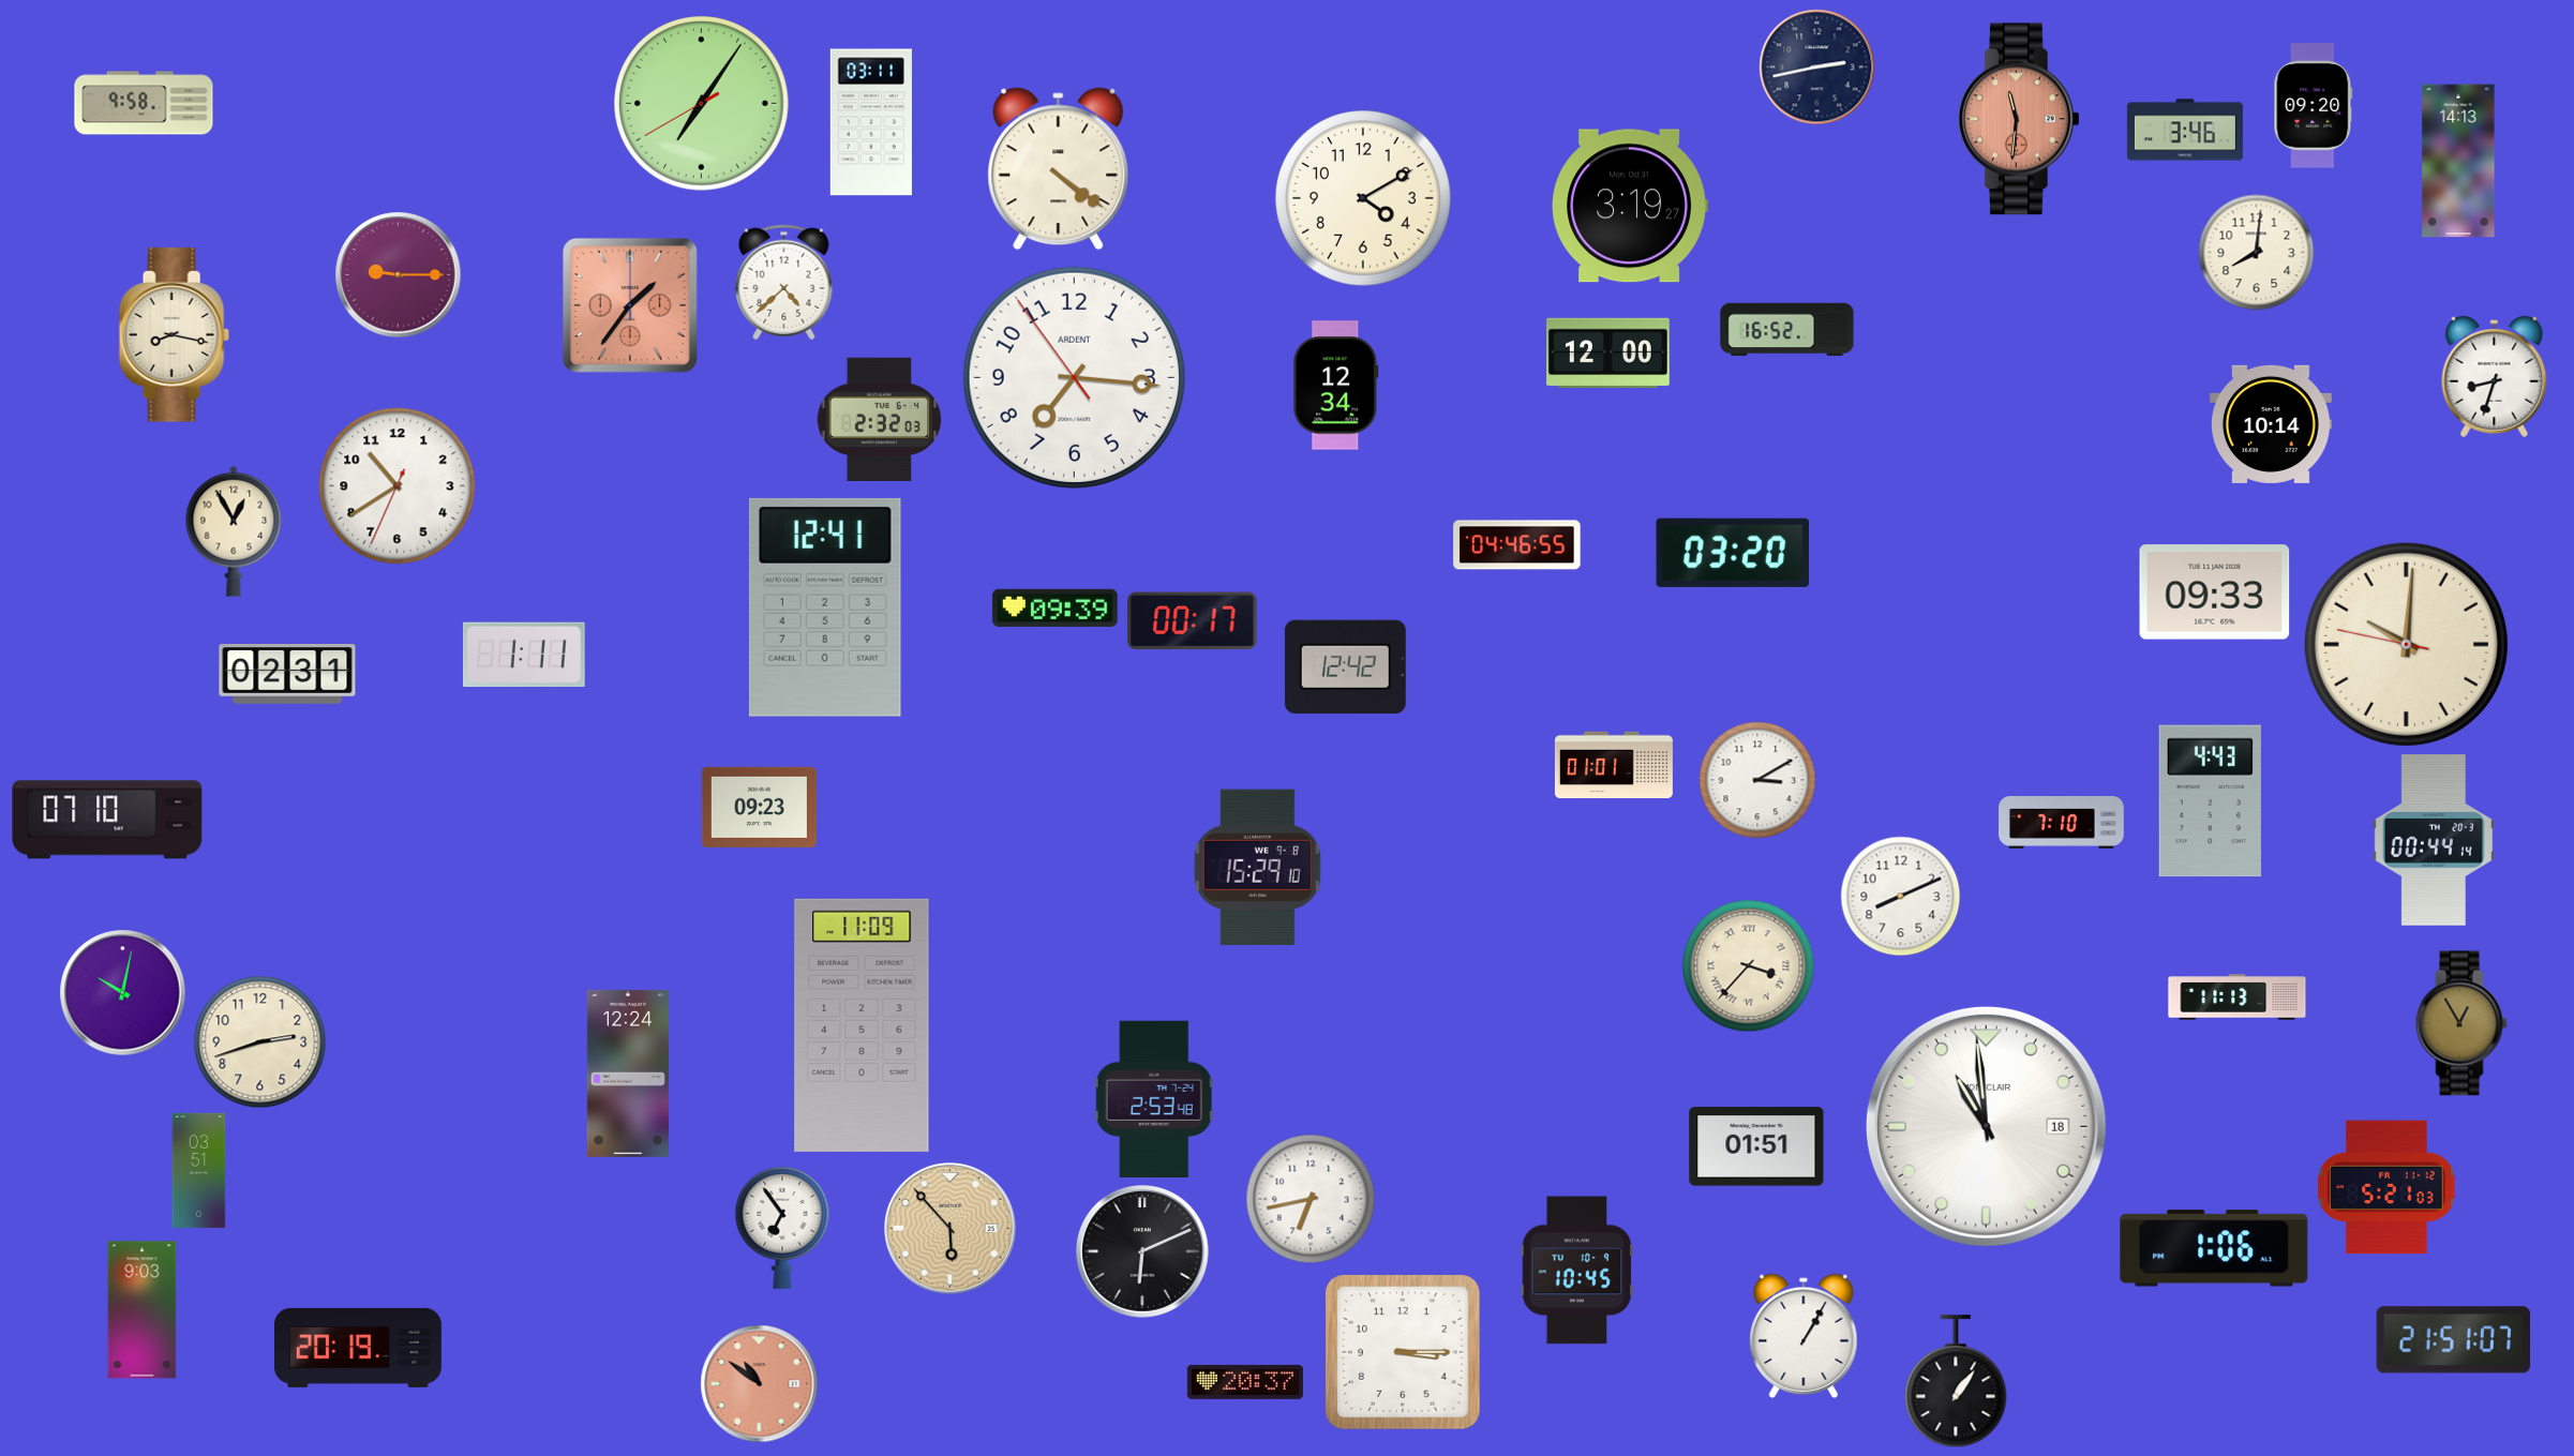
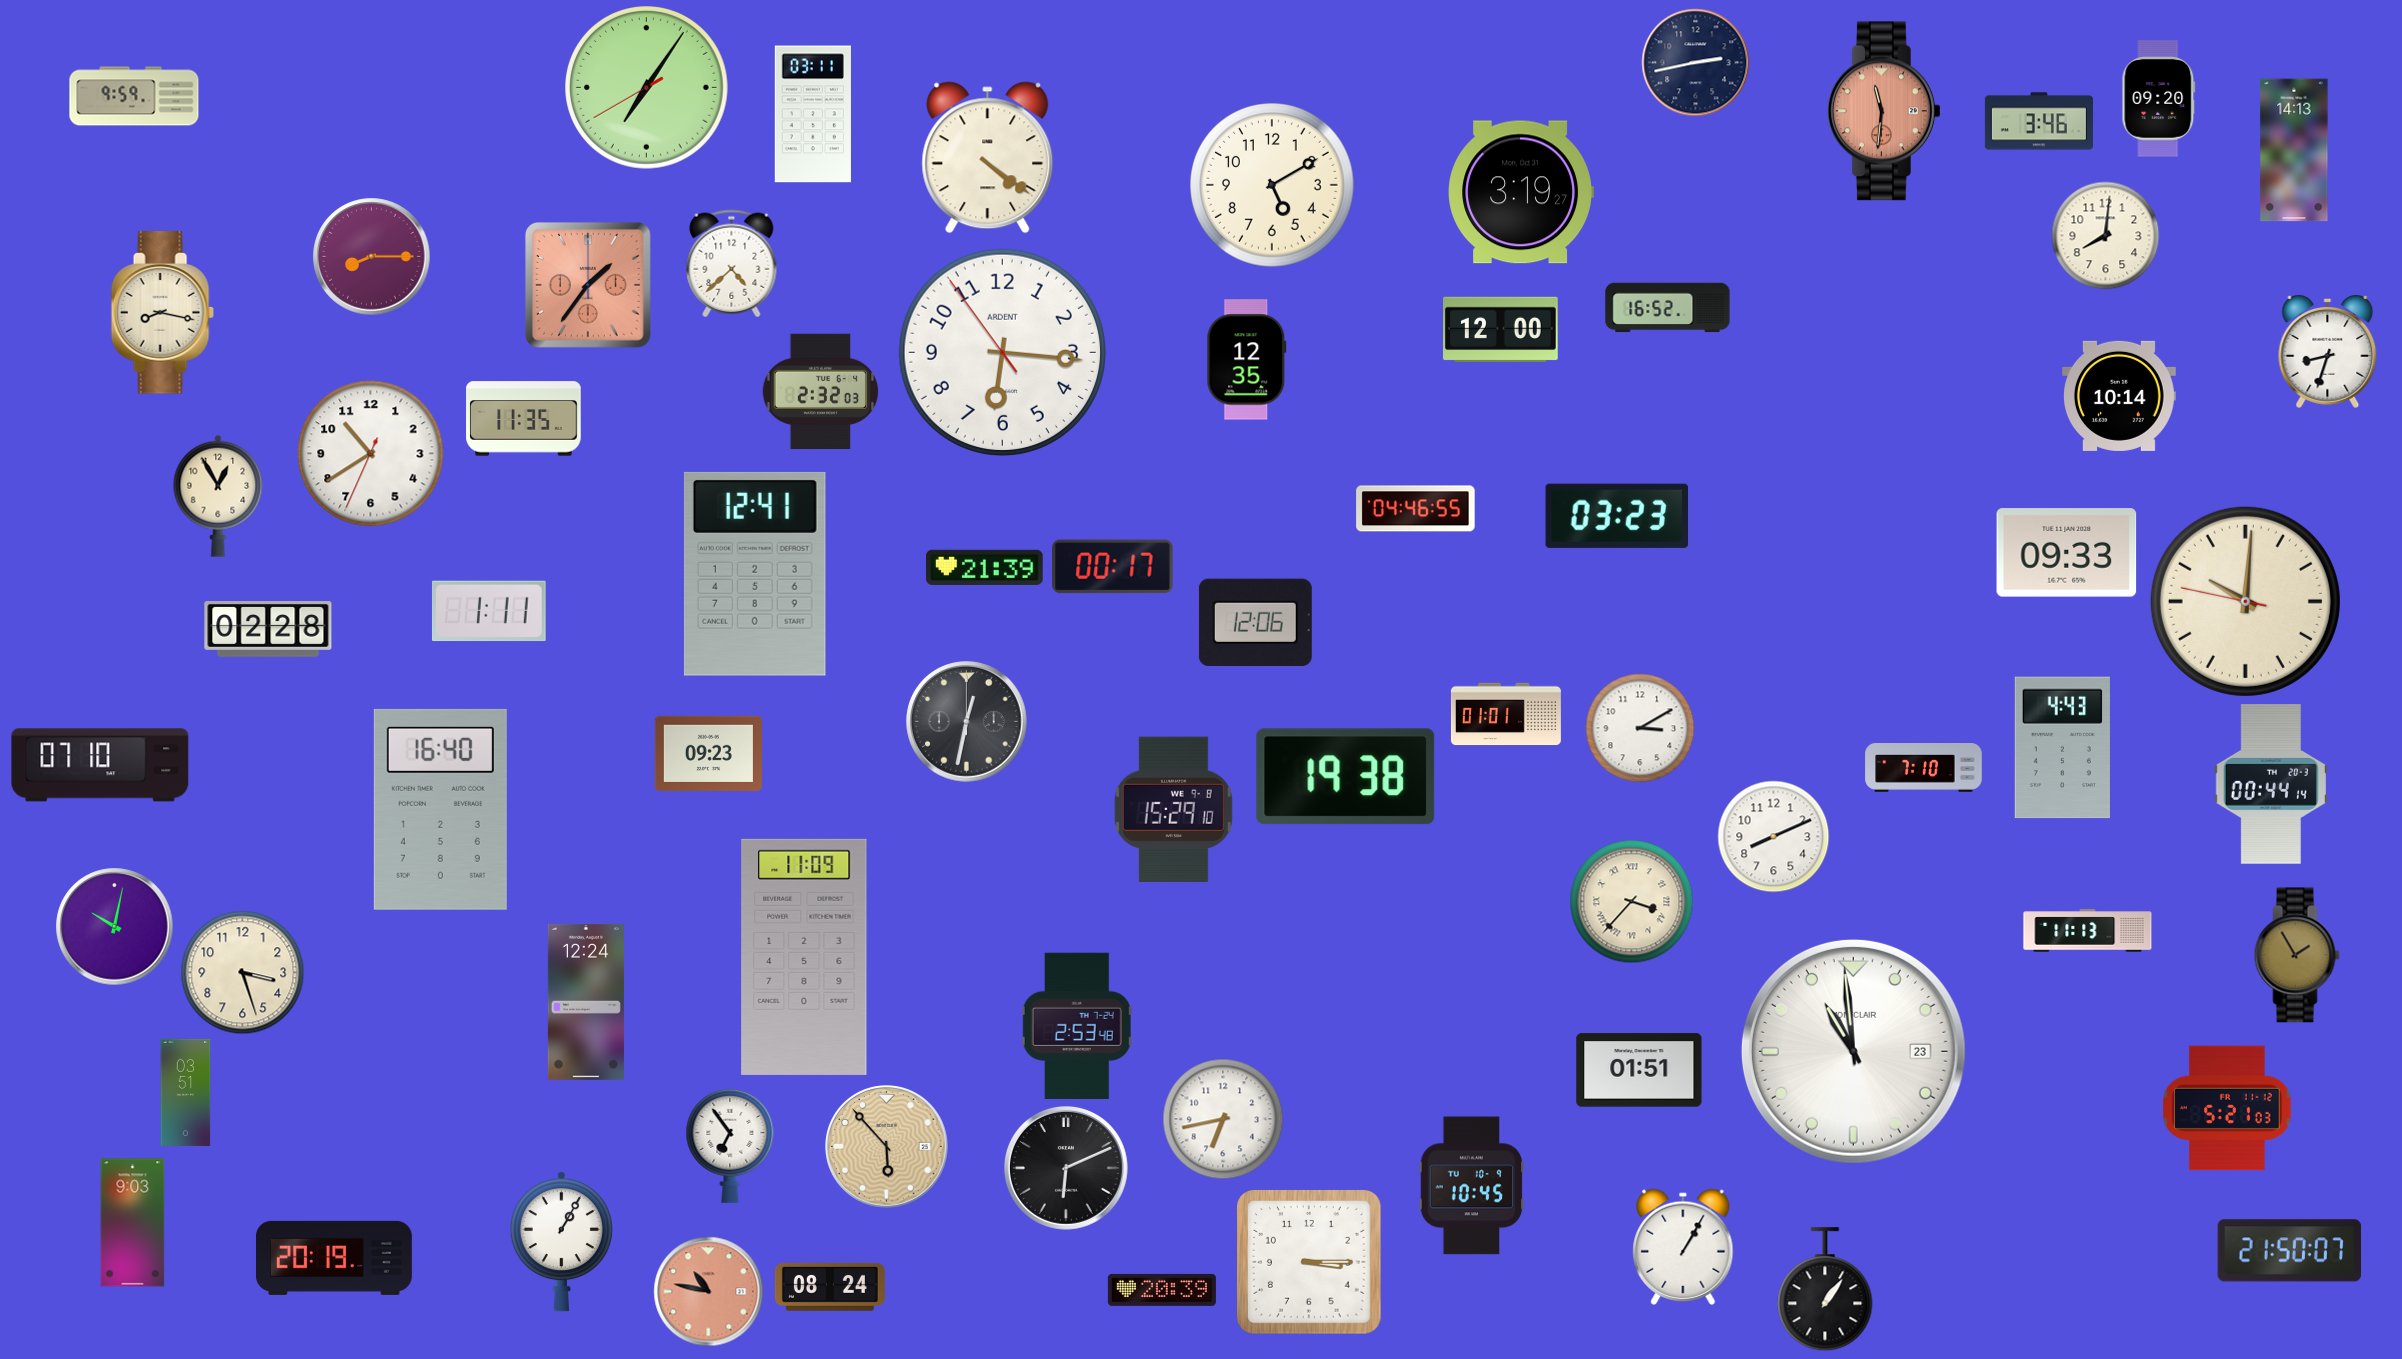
clock at (144, 103): 9:58 -> 9:59
clock at (702, 104) position: (702, 104) -> (647, 88)
clock at (1364, 199): 4:10 -> 5:10
clock at (399, 275): 9:15 -> 8:15
clock at (1074, 377): 7:15 -> 6:15
clock at (1336, 386): 12:34 -> 12:35
clock at (524, 419): none -> 11:35
clock at (1732, 553): 03:20 -> 03:23
clock at (825, 607) position: (825, 607) -> (755, 574)
clock at (1056, 607): 09:39 -> 21:39
clock at (1193, 621) position: (1193, 621) -> (1113, 567)
clock at (1345, 666): 12:42 -> 12:06
clock at (287, 675): 02:31 -> 02:28
clock at (967, 722): none -> 12:32
clock at (1346, 777): none -> 19:38
clock at (440, 809): none -> 16:40
clock at (2461, 1023): 12:55 -> 1:55
clock at (260, 1042): 2:42 -> 3:27
clock at (1986, 1126) date: 18 -> 23
clock at (2214, 1248): 1:06 -> none
clock at (561, 1241): none -> 1:05
clock at (2454, 1340): 21:51 -> 21:50
clock at (830, 1287): none -> 08:24
clock at (1245, 1382): 20:37 -> 20:39
clock at (760, 1384): 10:51 -> 10:47
